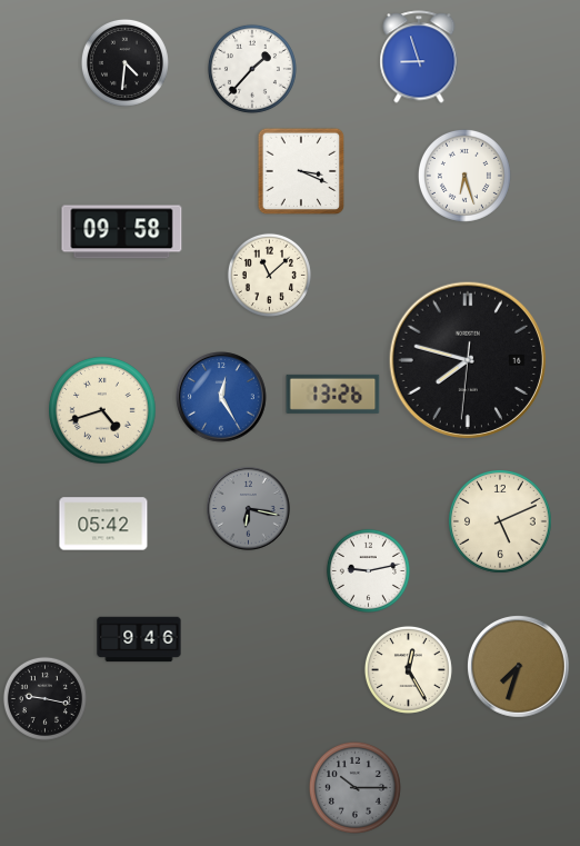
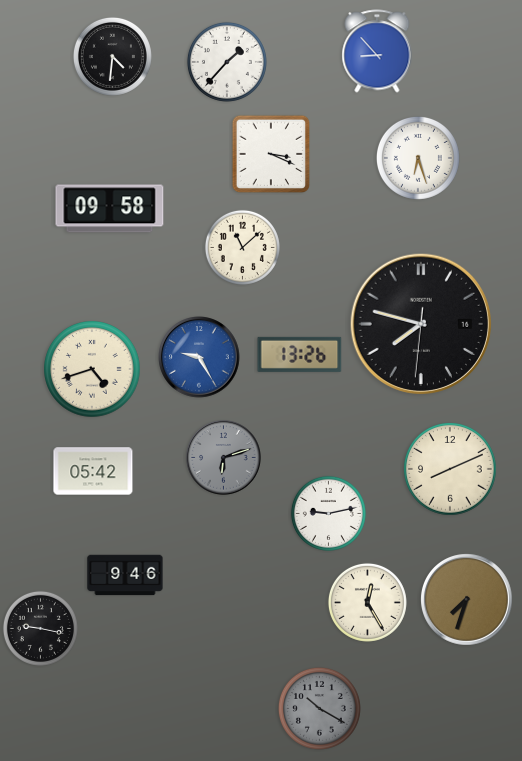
clock at (419, 57): 8:57 -> 8:53
clock at (221, 397): 12:25 -> 9:25
clock at (249, 509): 6:17 -> 6:12
clock at (501, 522): 5:11 -> 8:11
clock at (368, 570) position: (368, 570) -> (328, 513)
clock at (354, 787): 10:15 -> 10:20
